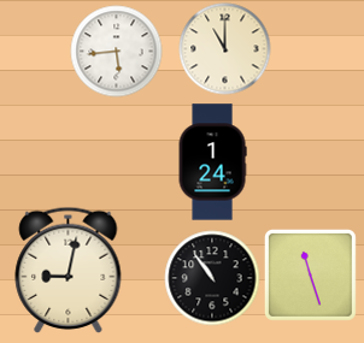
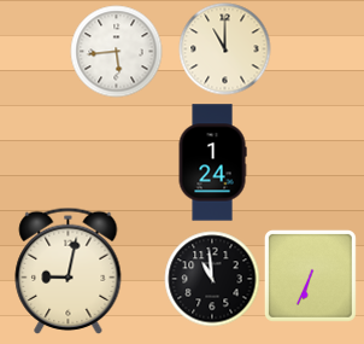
clock at (310, 274): 11:27 -> 6:34
clock at (212, 278): 10:54 -> 10:59
